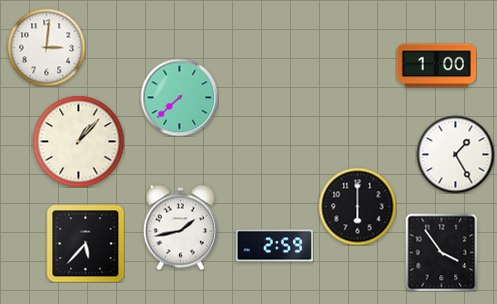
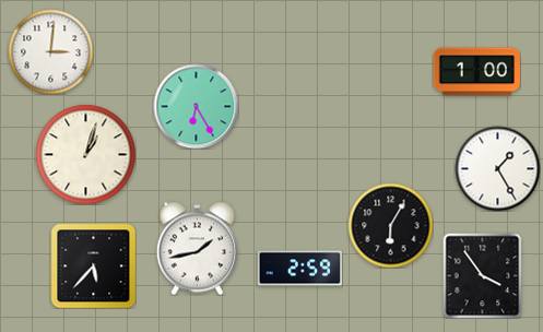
clock at (179, 97): 7:38 -> 6:25
clock at (78, 141): 1:07 -> 1:03
clock at (357, 206): 6:00 -> 6:05
